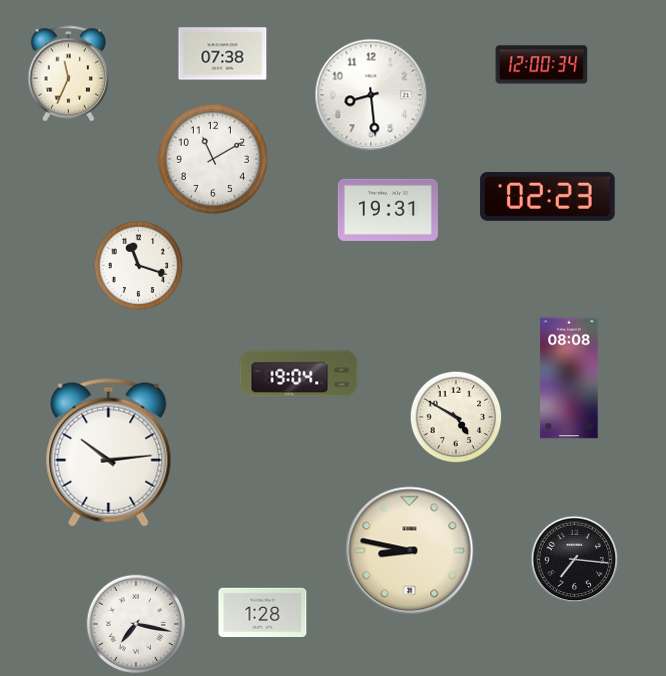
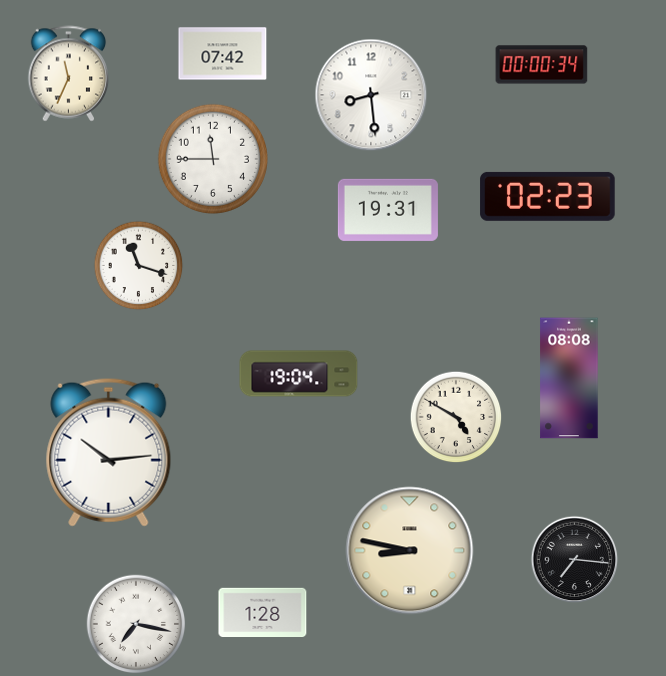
clock at (223, 54): 07:38 -> 07:42
clock at (542, 65): 12:00 -> 00:00
clock at (213, 159): 11:10 -> 11:45
